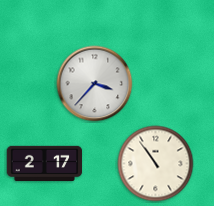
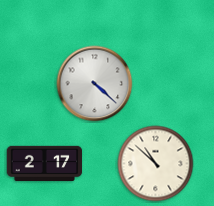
clock at (95, 84): 3:37 -> 4:22
clock at (156, 164): 10:54 -> 10:52
